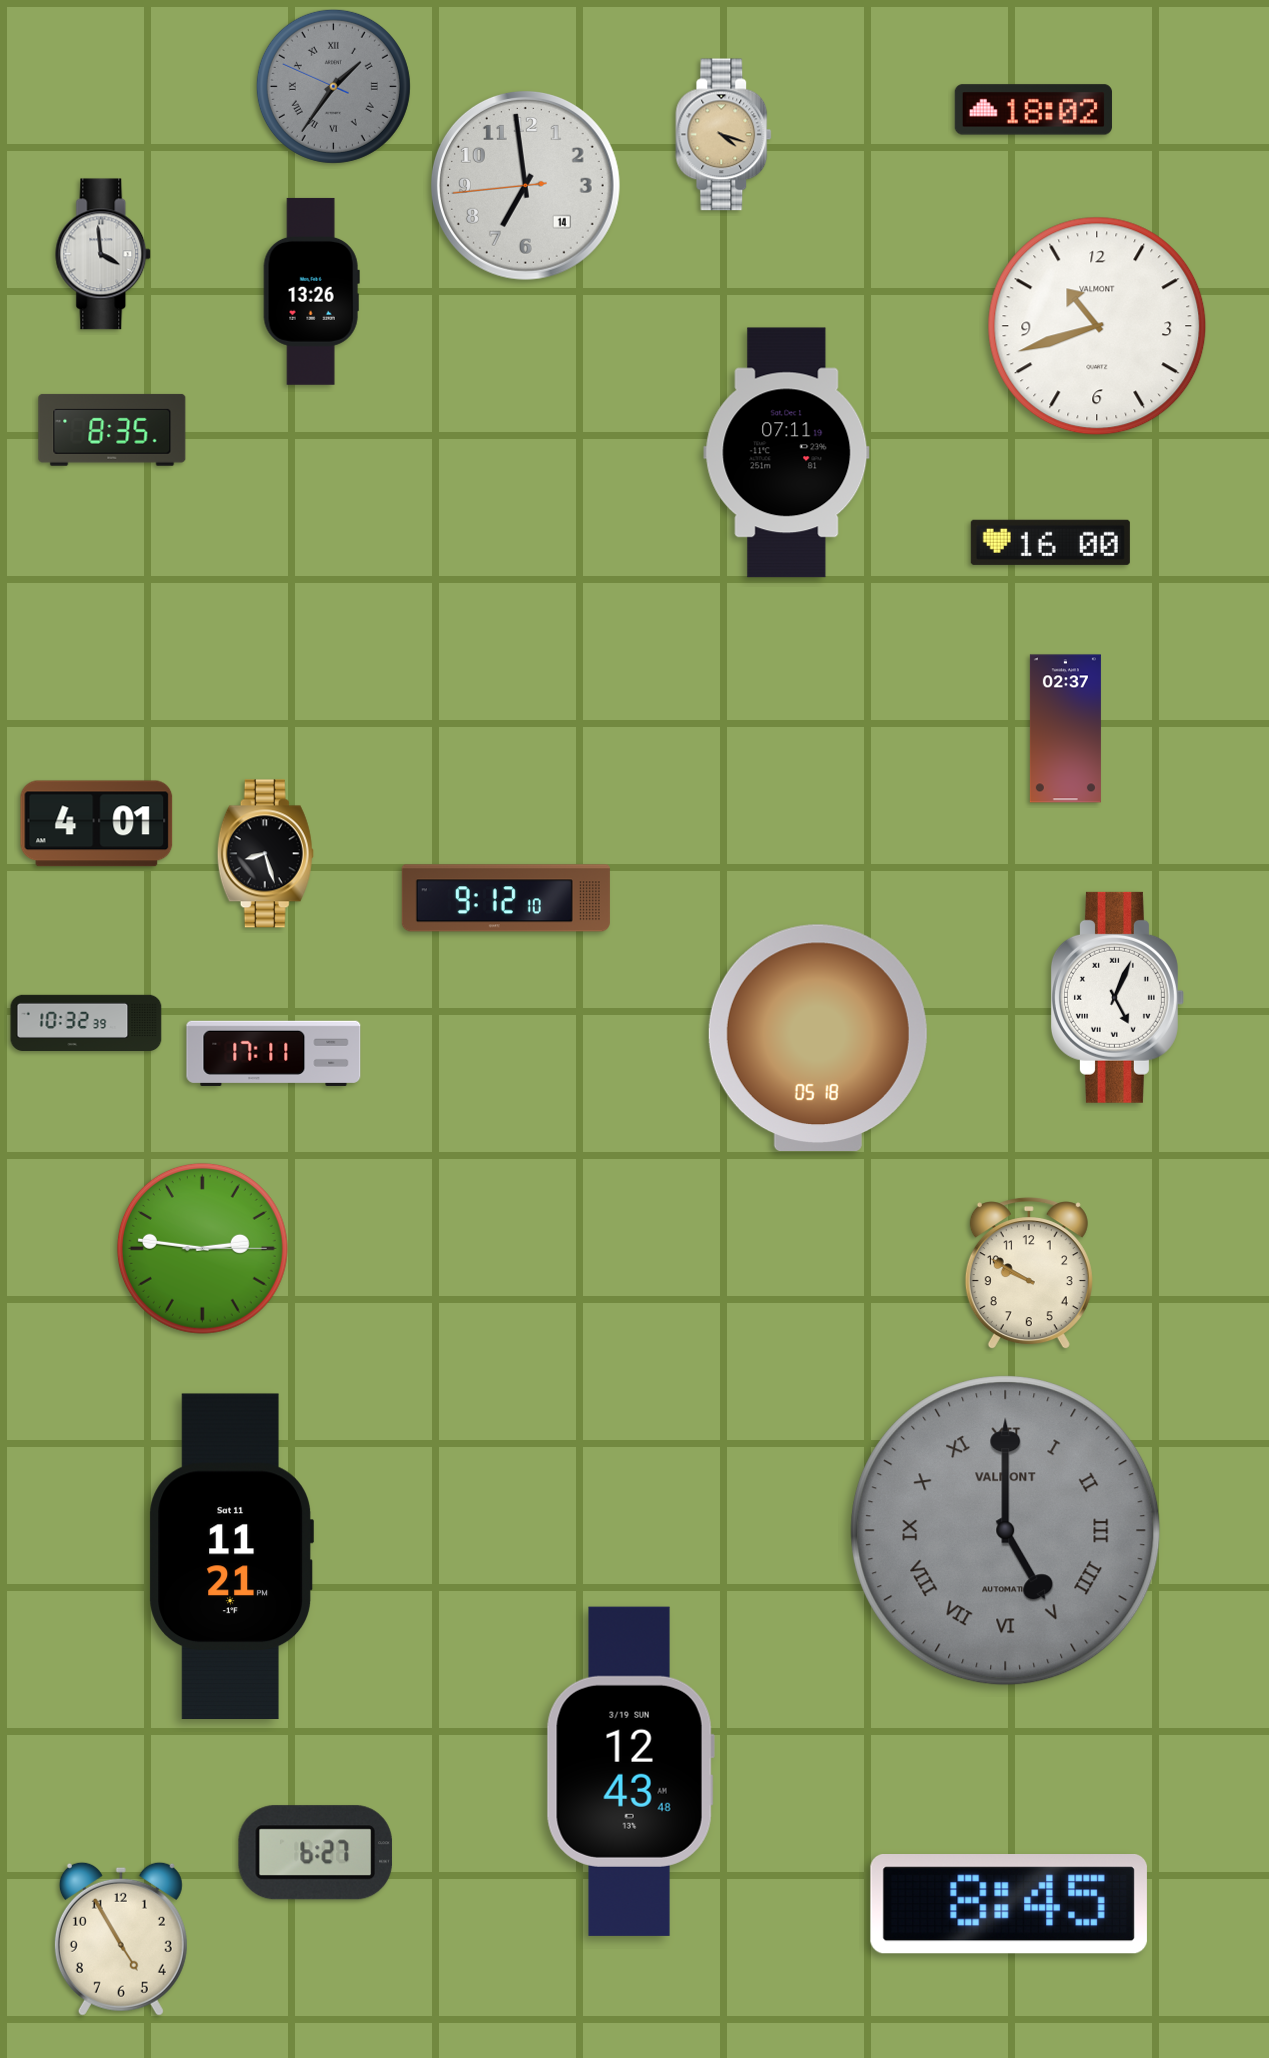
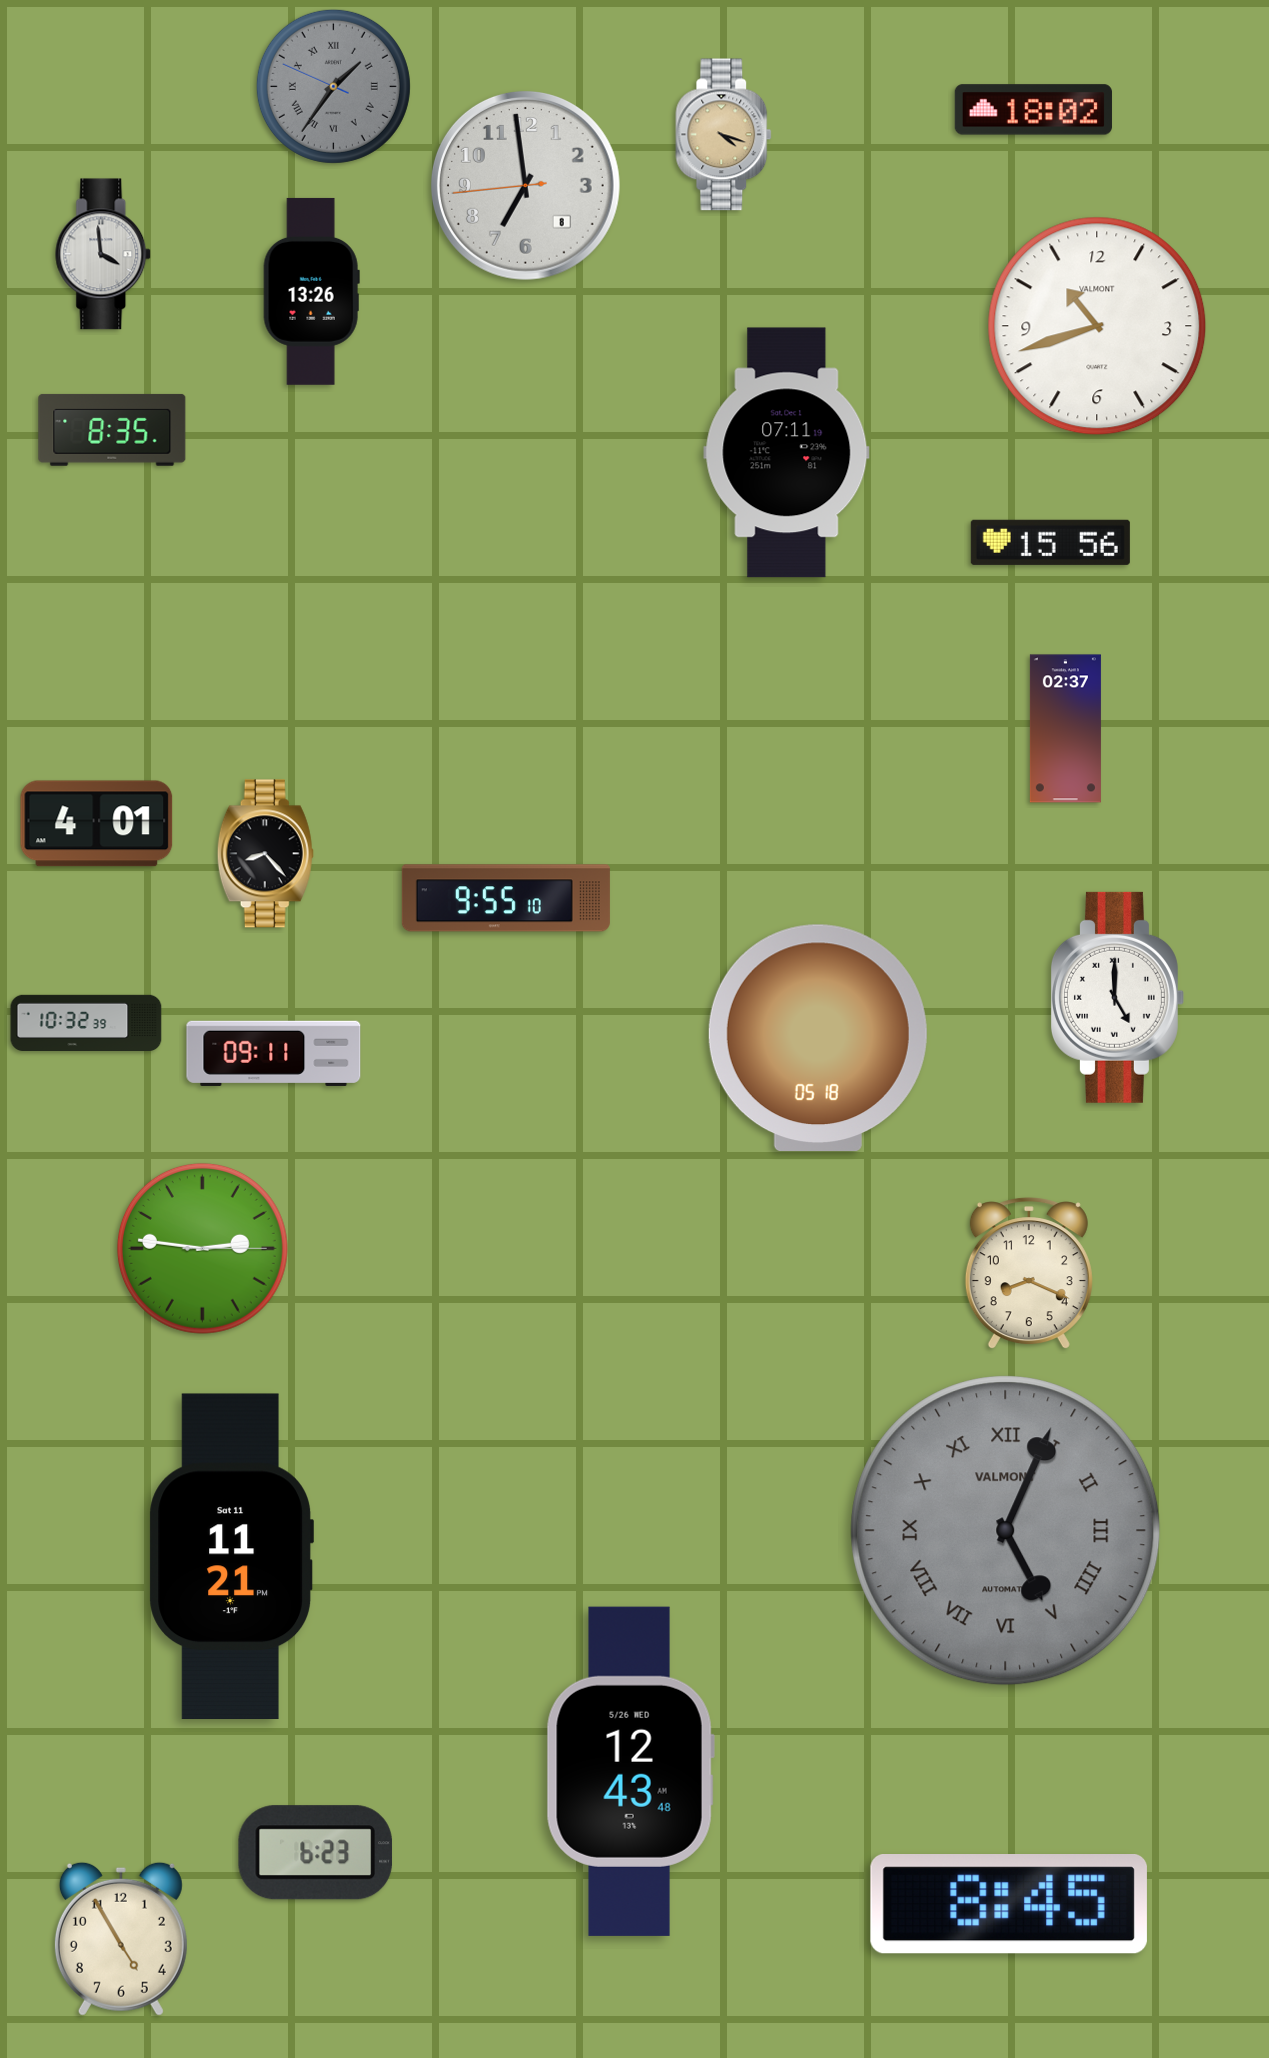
clock at (525, 185) date: 14 -> 8
clock at (1050, 542): 16:00 -> 15:56
clock at (265, 854): 8:27 -> 8:23
clock at (506, 898): 9:12 -> 9:55
clock at (1117, 997): 5:04 -> 5:00
clock at (274, 1053): 17:11 -> 09:11
clock at (1029, 1274): 9:50 -> 8:19
clock at (1006, 1531): 5:00 -> 5:04
clock at (630, 1771) date: 3/19 SUN -> 5/26 WED
clock at (315, 1853): 6:27 -> 6:23
